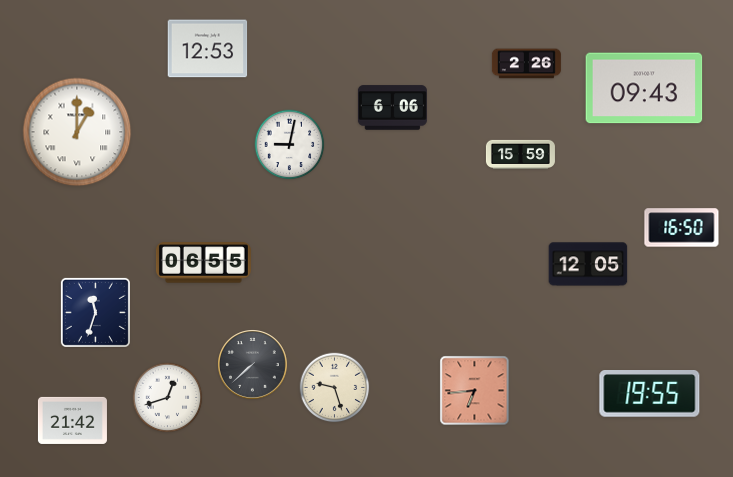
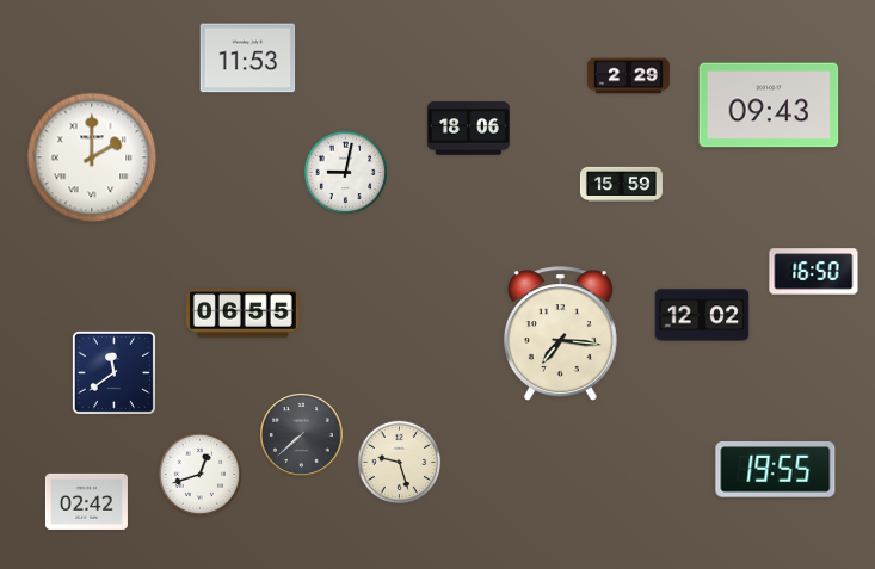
clock at (208, 49): 12:53 -> 11:53
clock at (526, 64): 2:26 -> 2:29
clock at (392, 108): 6:06 -> 18:06
clock at (77, 132): 1:00 -> 2:00
clock at (588, 264): 12:05 -> 12:02
clock at (560, 333): none -> 7:16
clock at (95, 312): 11:33 -> 11:39
clock at (475, 391): 6:44 -> none
clock at (72, 420): 21:42 -> 02:42
